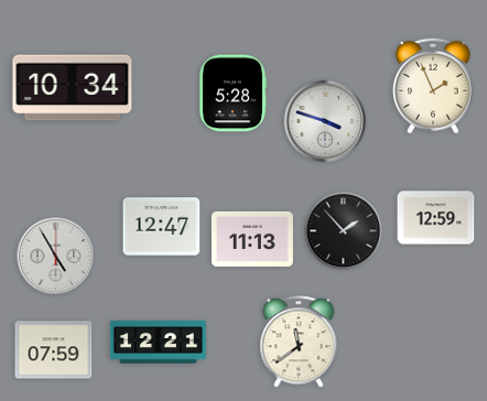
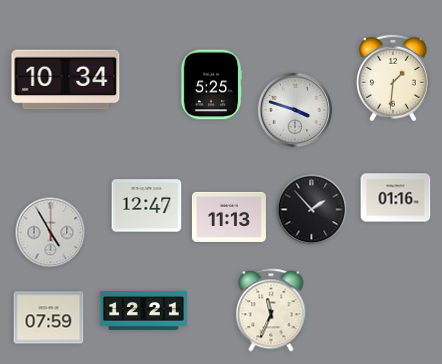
clock at (434, 86): 1:56 -> 1:31
clock at (232, 94): 5:28 -> 5:25
clock at (436, 218): 12:59 -> 01:16
clock at (299, 342): 11:39 -> 11:34
